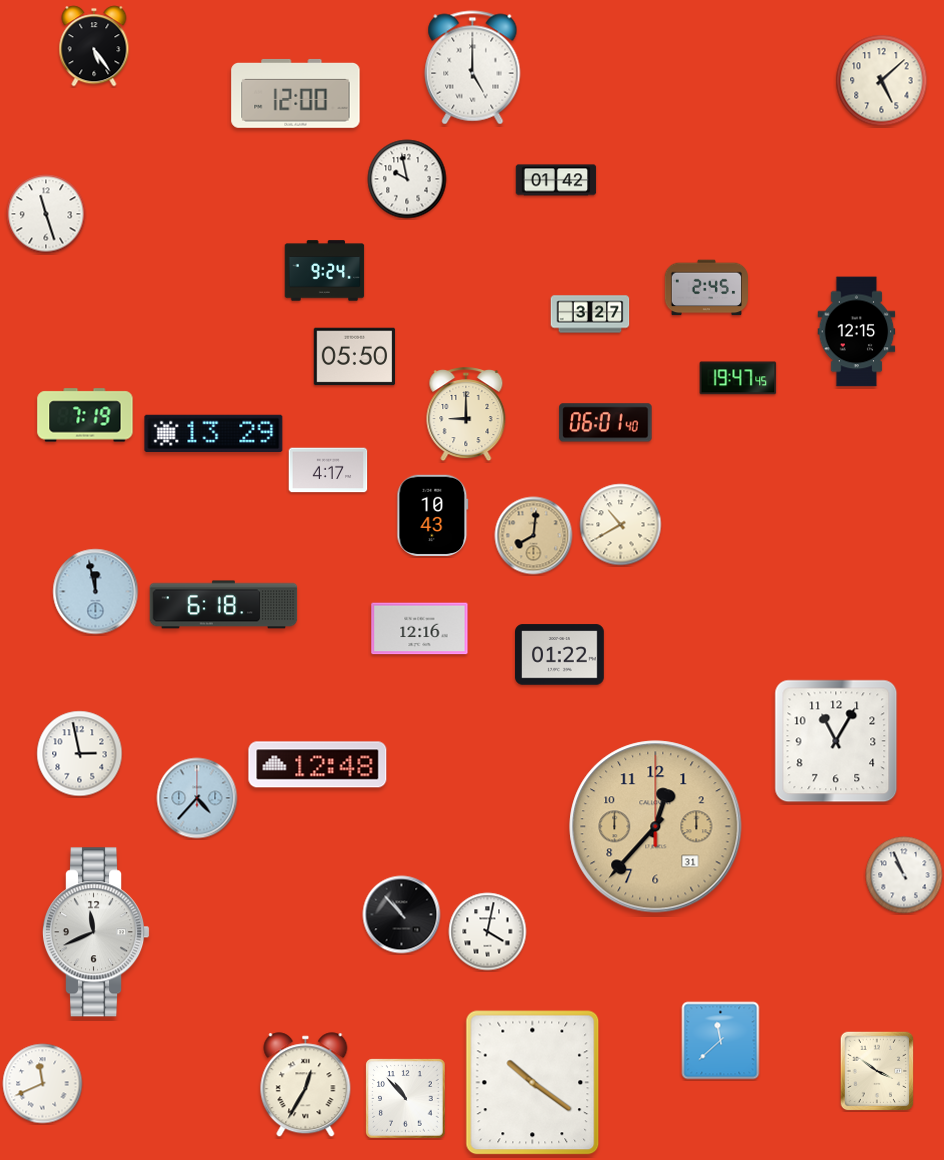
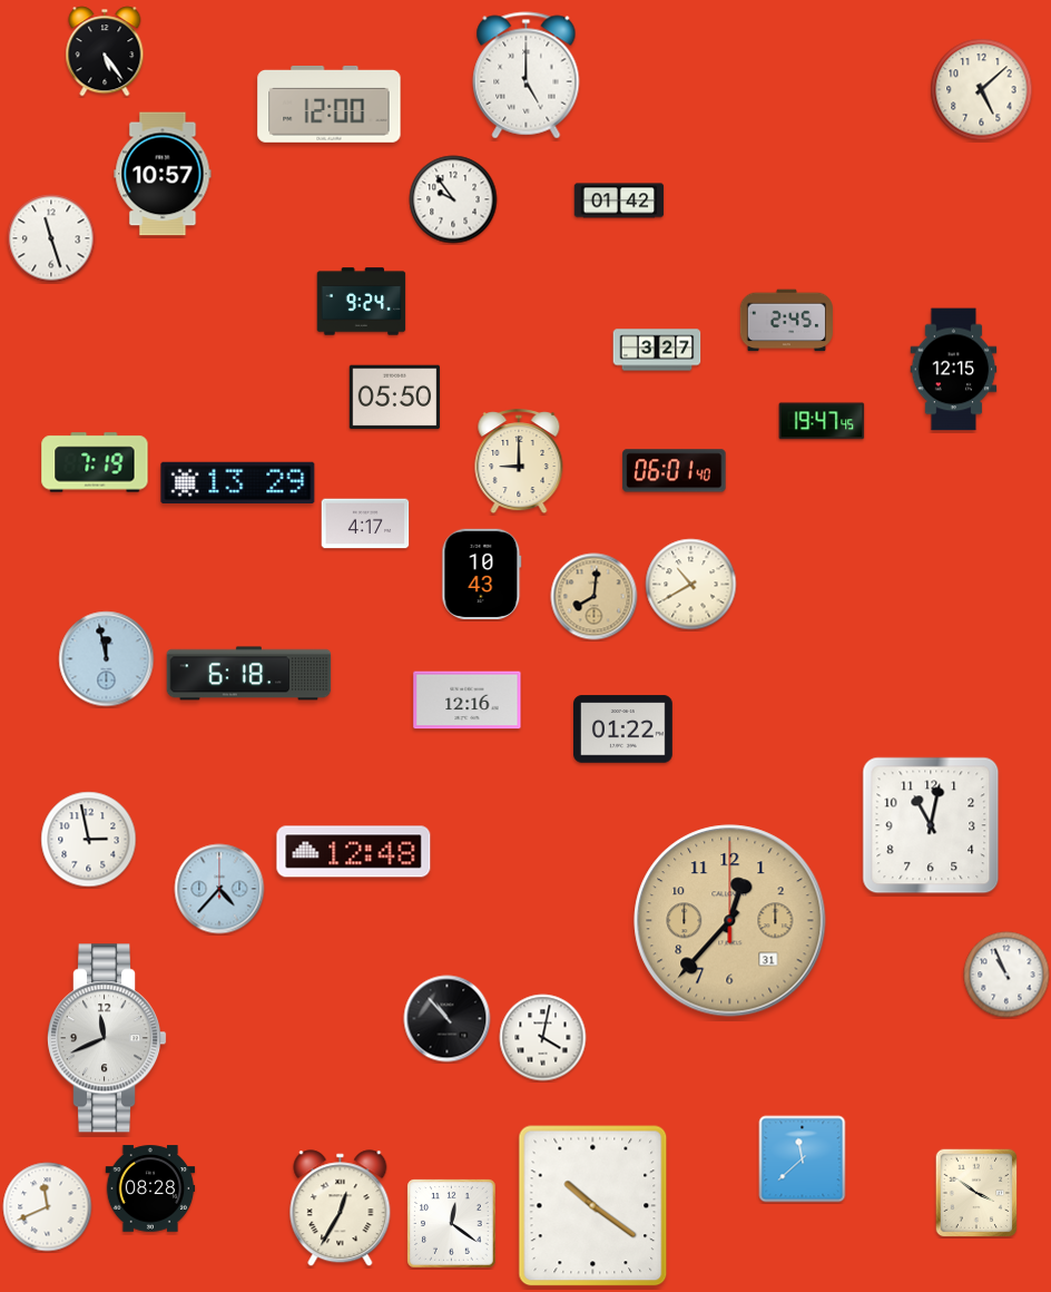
clock at (163, 174): none -> 10:57
clock at (407, 179): 9:58 -> 9:54
clock at (836, 741): 11:05 -> 11:02
clock at (150, 1188): none -> 08:28
clock at (406, 1099): 10:53 -> 12:21
